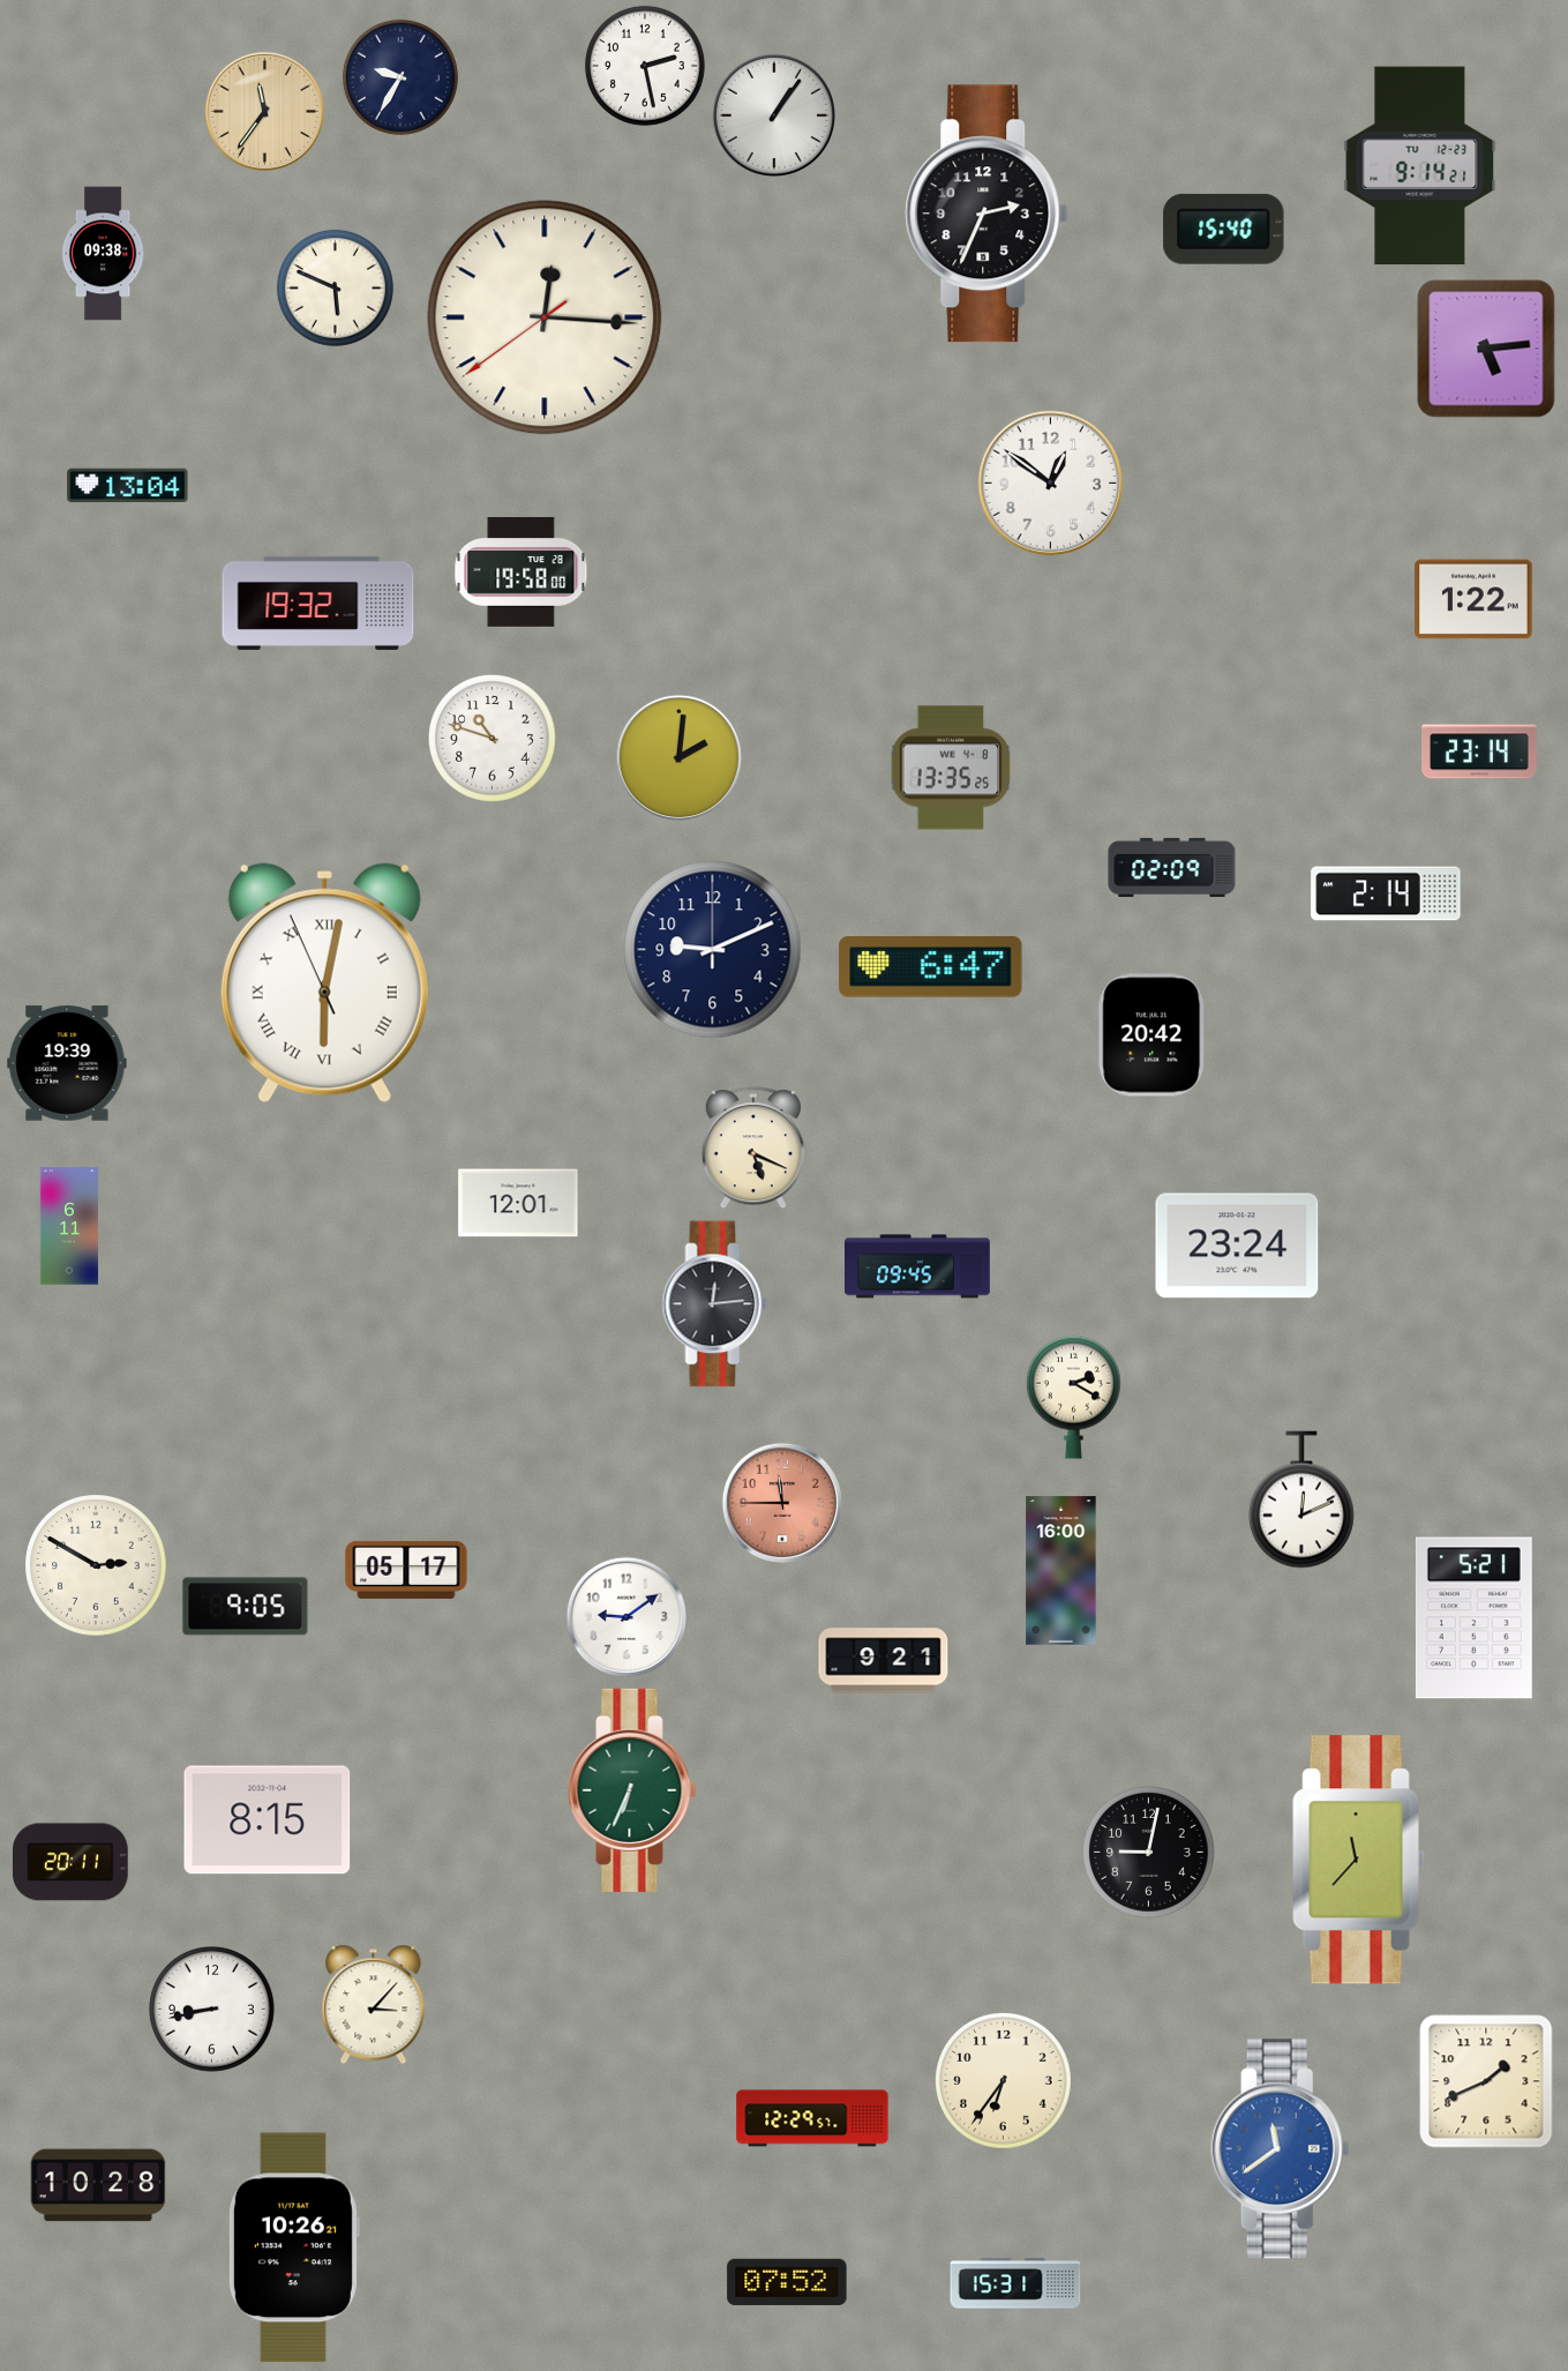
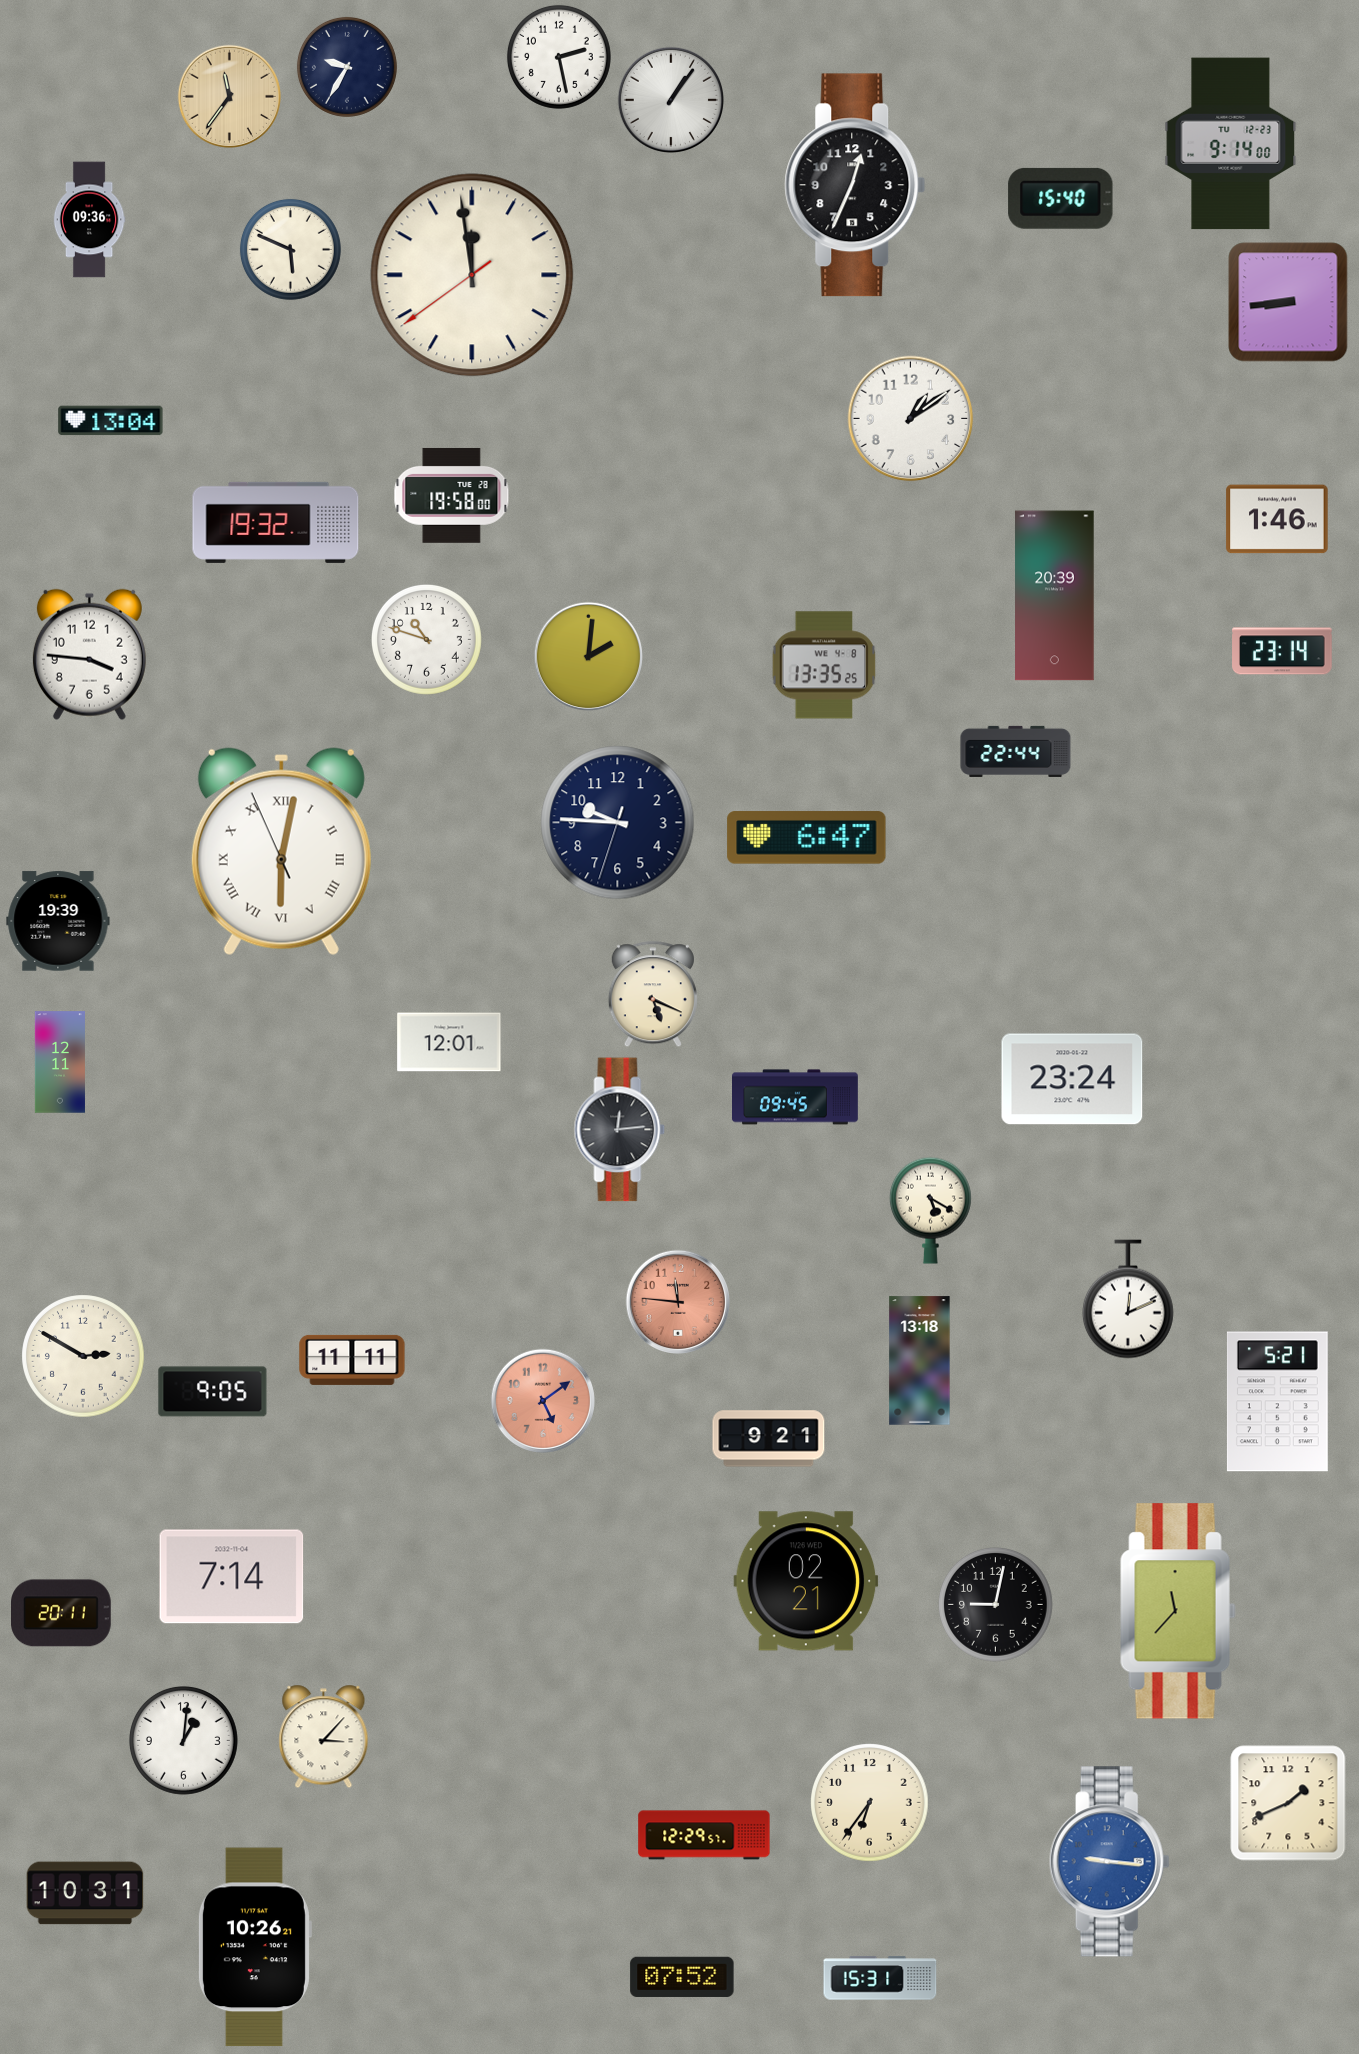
clock at (1420, 166): 9:14:21 -> 9:14:00
clock at (986, 214): 2:34 -> 12:34
clock at (103, 254): 09:38 -> 09:36
clock at (545, 317): 12:15 -> 11:58
clock at (1486, 349): 5:14 -> 8:44
clock at (1051, 484): 12:51 -> 1:09
clock at (1473, 599): 1:22 -> 1:46
clock at (1055, 596): none -> 20:39
clock at (89, 654): none -> 3:46
clock at (1172, 867): 02:09 -> 22:44
clock at (1386, 893): 2:14 -> none
clock at (713, 950): 9:11 -> 9:45
clock at (1153, 1035): 20:42 -> none
clock at (69, 1226): 6:11 -> 12:11
clock at (1073, 1397): 2:20 -> 5:20
clock at (781, 1502): 11:45 -> 11:46
clock at (406, 1570): 05:17 -> 11:11
clock at (1061, 1571): 16:00 -> 13:18
clock at (625, 1616): 9:09 -> 5:09
clock at (625, 1616) dial: white -> salmon
clock at (884, 1661) position: (884, 1661) -> (769, 1439)
clock at (632, 1790): 6:34 -> none
clock at (268, 1820): 8:15 -> 7:14
clock at (806, 1581): none -> 02:21
clock at (211, 2009): 8:43 -> 1:01
clock at (1280, 2149): 11:39 -> 9:16
clock at (98, 2185): 10:28 -> 10:31
